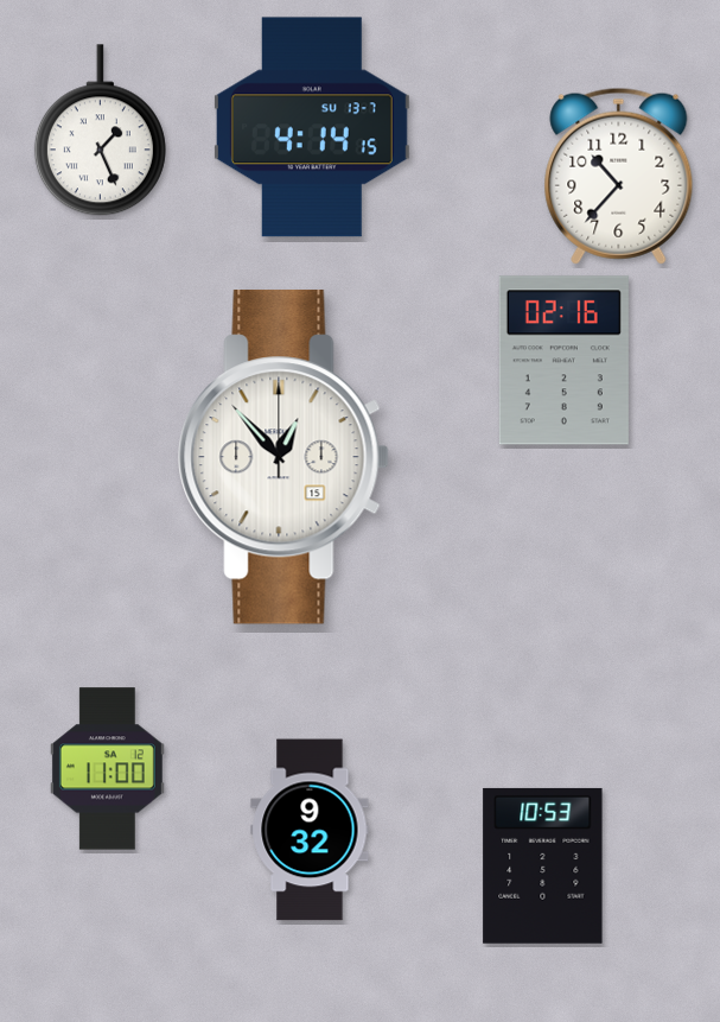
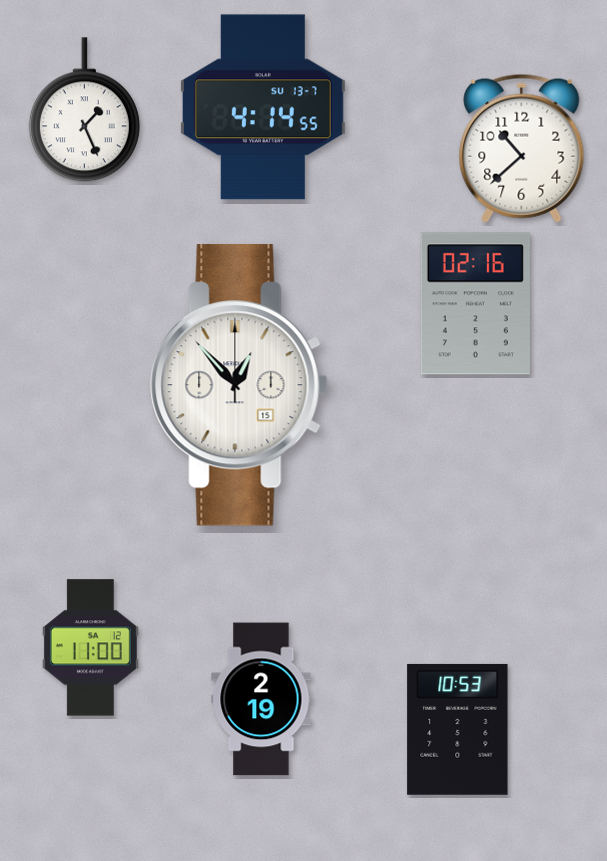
clock at (312, 127): 4:14:15 -> 4:14:55
clock at (619, 176): 10:37 -> 10:38
clock at (310, 830): 9:32 -> 2:19
